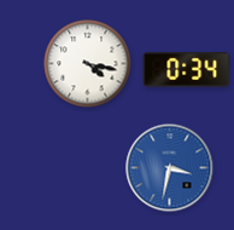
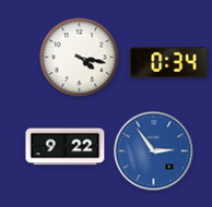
clock at (66, 147): none -> 9:22
clock at (170, 168): 3:32 -> 2:54
